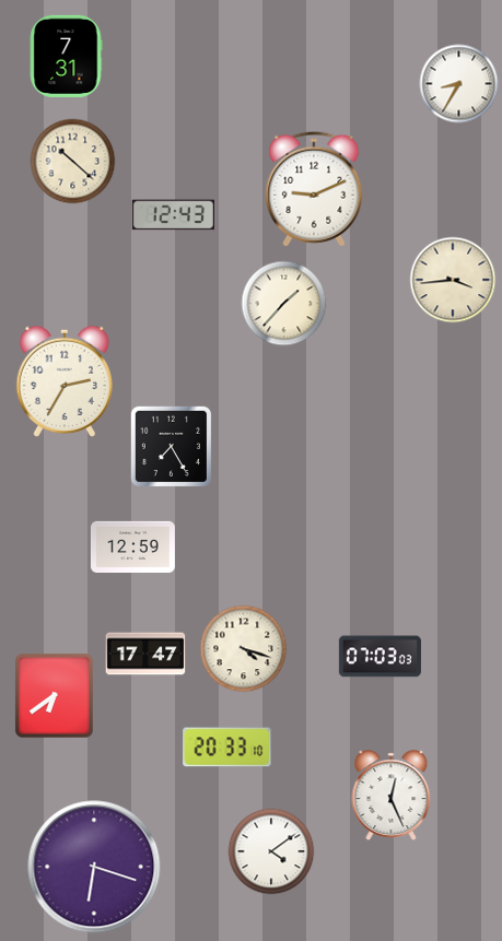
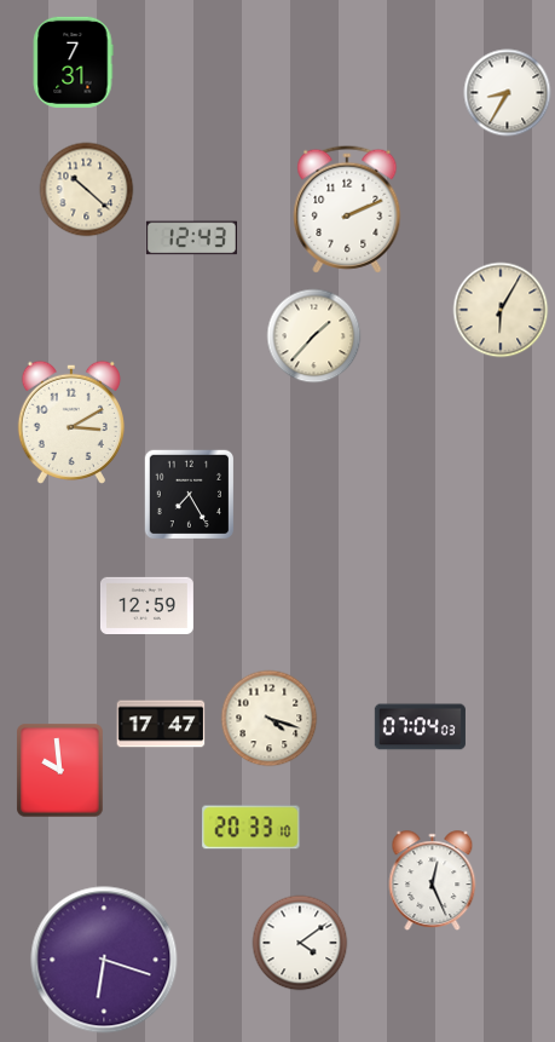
clock at (73, 162) position: (73, 162) -> (87, 190)
clock at (314, 189): 9:11 -> 2:11
clock at (453, 280): 3:44 -> 6:05
clock at (65, 380): 2:35 -> 3:10
clock at (380, 657): 07:03 -> 07:04
clock at (55, 696): 6:39 -> 9:59
